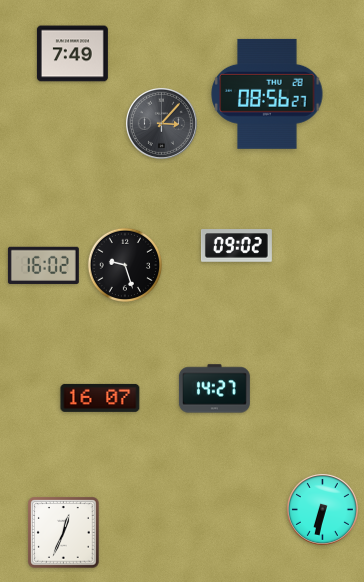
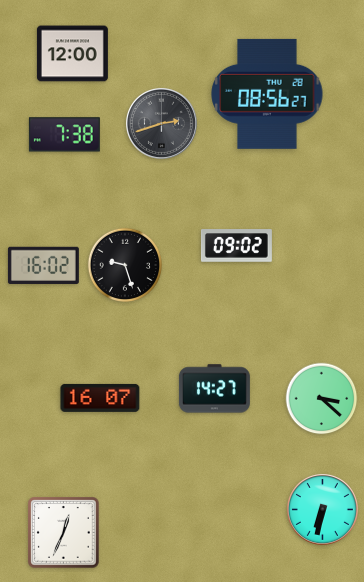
clock at (72, 54): 7:49 -> 12:00
clock at (161, 123): 3:07 -> 2:42
clock at (64, 135): none -> 7:38
clock at (322, 399): none -> 3:22
